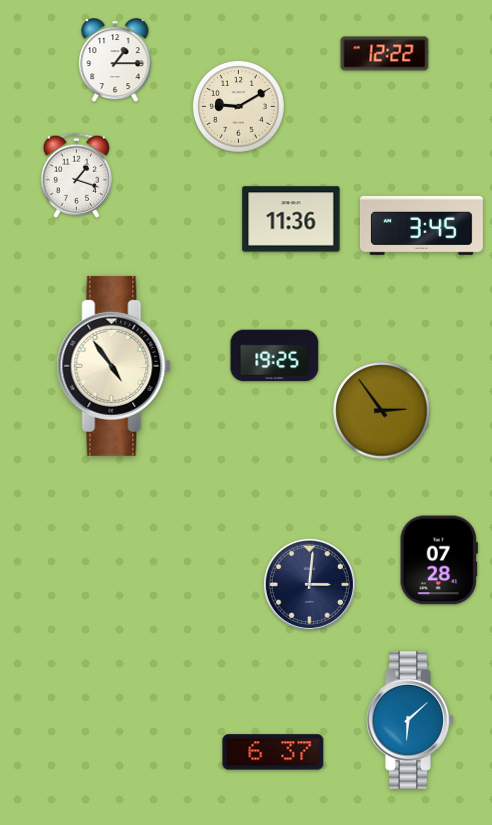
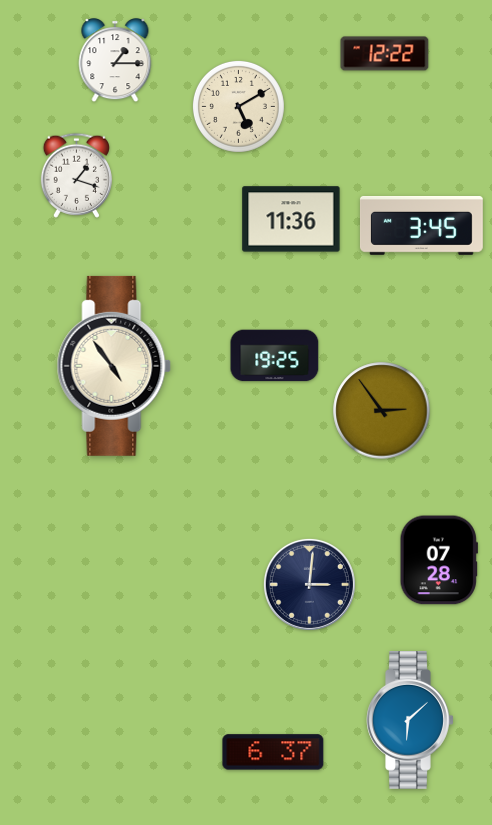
clock at (238, 106): 9:10 -> 5:10
